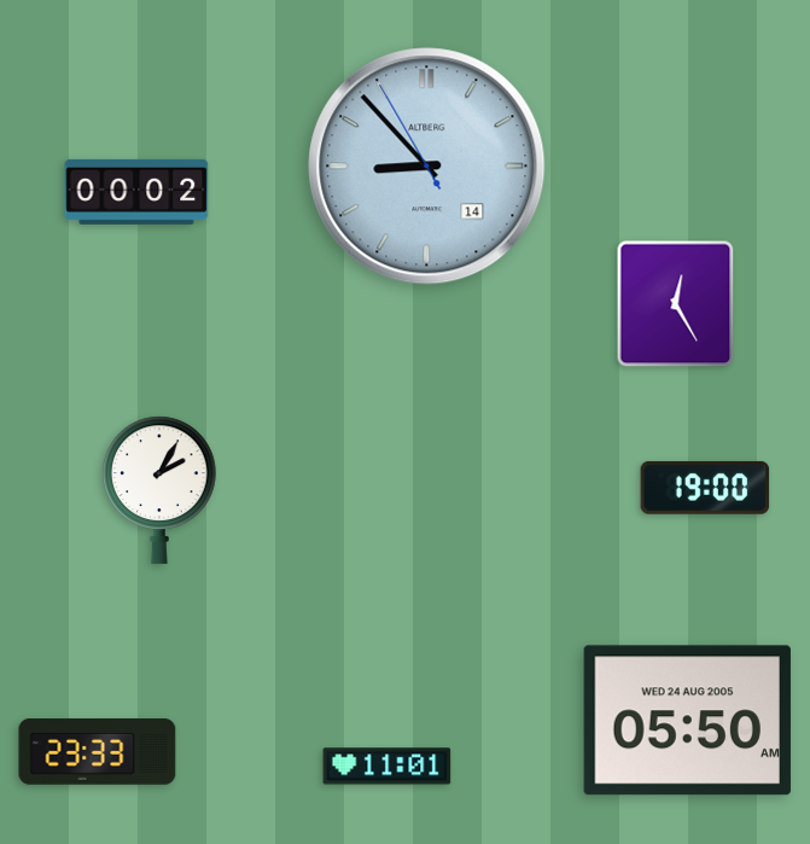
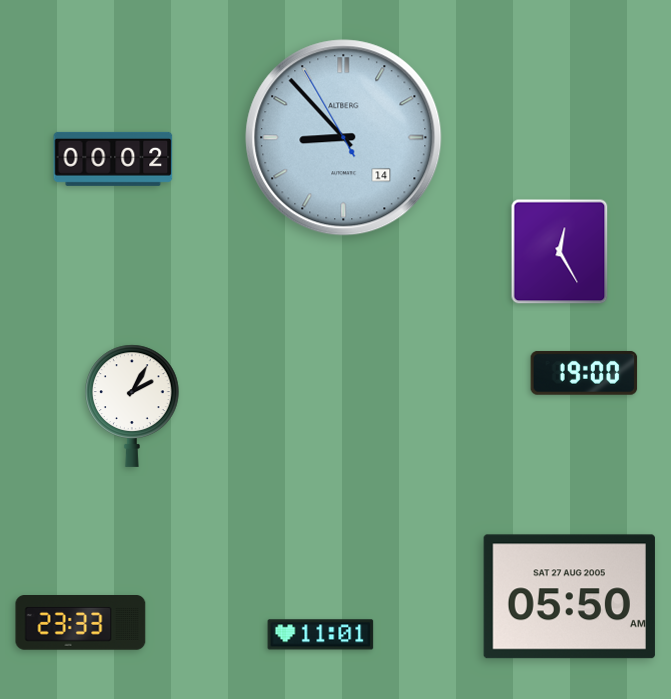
clock at (427, 167) position: (427, 167) -> (344, 138)
clock at (705, 488) position: (705, 488) -> (584, 373)
clock at (687, 721) date: WED 24 AUG 2005 -> SAT 27 AUG 2005
